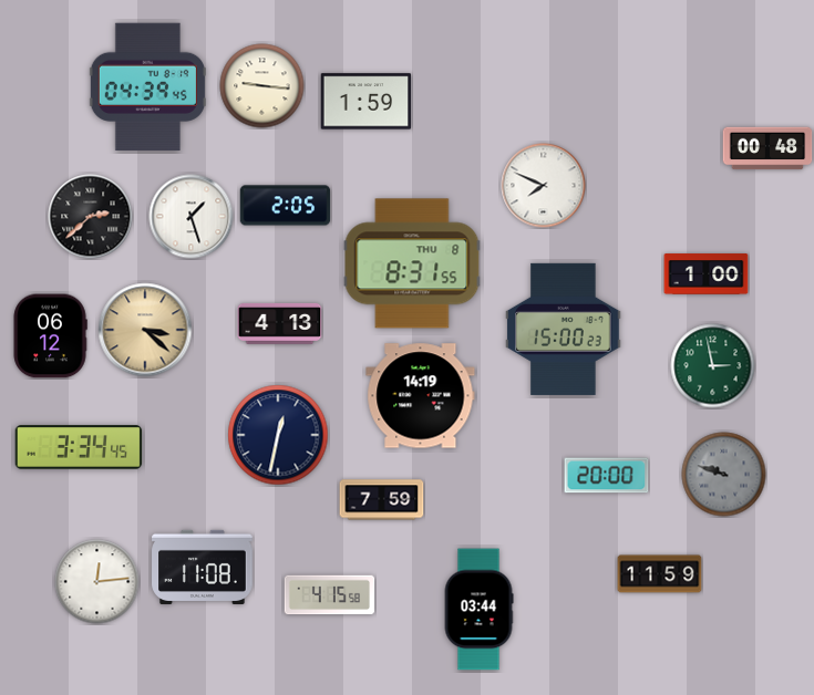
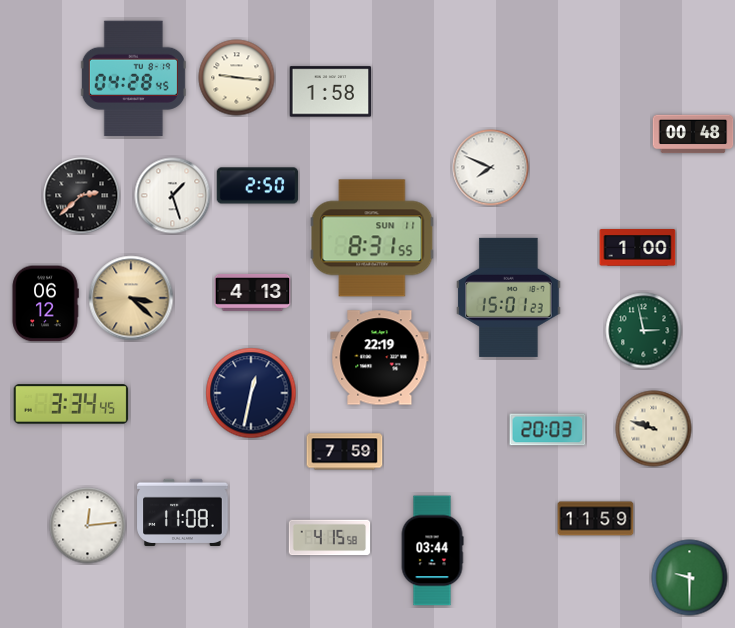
clock at (147, 87): 04:39 -> 04:28
clock at (367, 102): 1:59 -> 1:58
clock at (286, 206): 2:05 -> 2:50
clock at (412, 263) date: THU 8 -> SUN 11
clock at (564, 329): 15:00 -> 15:01
clock at (421, 396): 14:19 -> 22:19
clock at (724, 475) dial: grey -> cream
clock at (607, 476): 20:00 -> 20:03
clock at (330, 595) position: (330, 595) -> (330, 538)
clock at (690, 578): none -> 9:30
